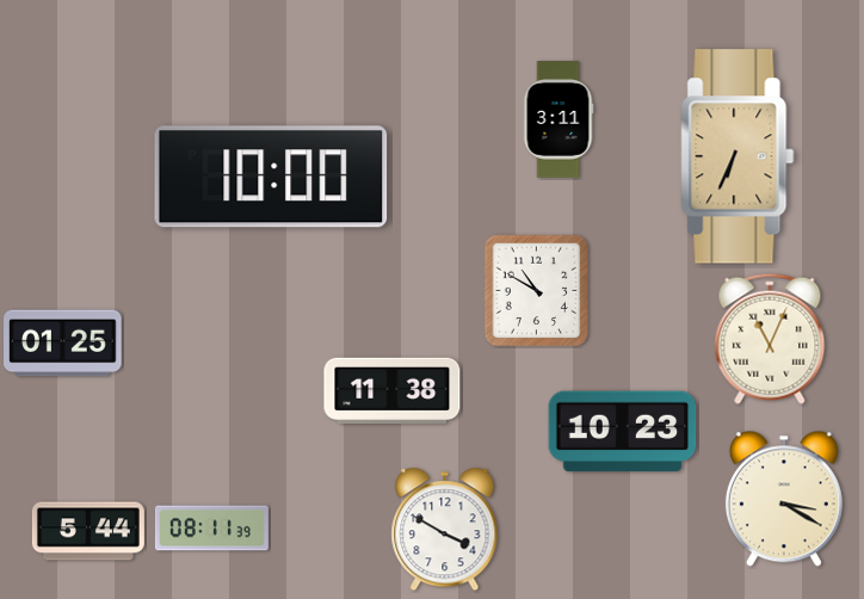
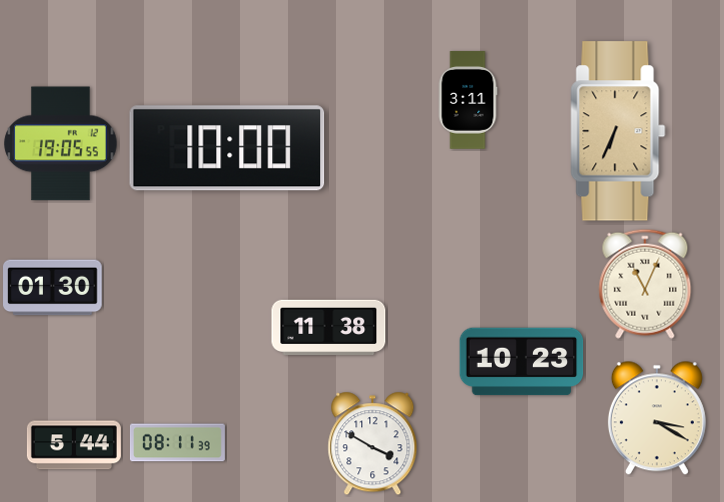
clock at (61, 144): none -> 19:05
clock at (537, 291): 10:50 -> none
clock at (63, 344): 01:25 -> 01:30
